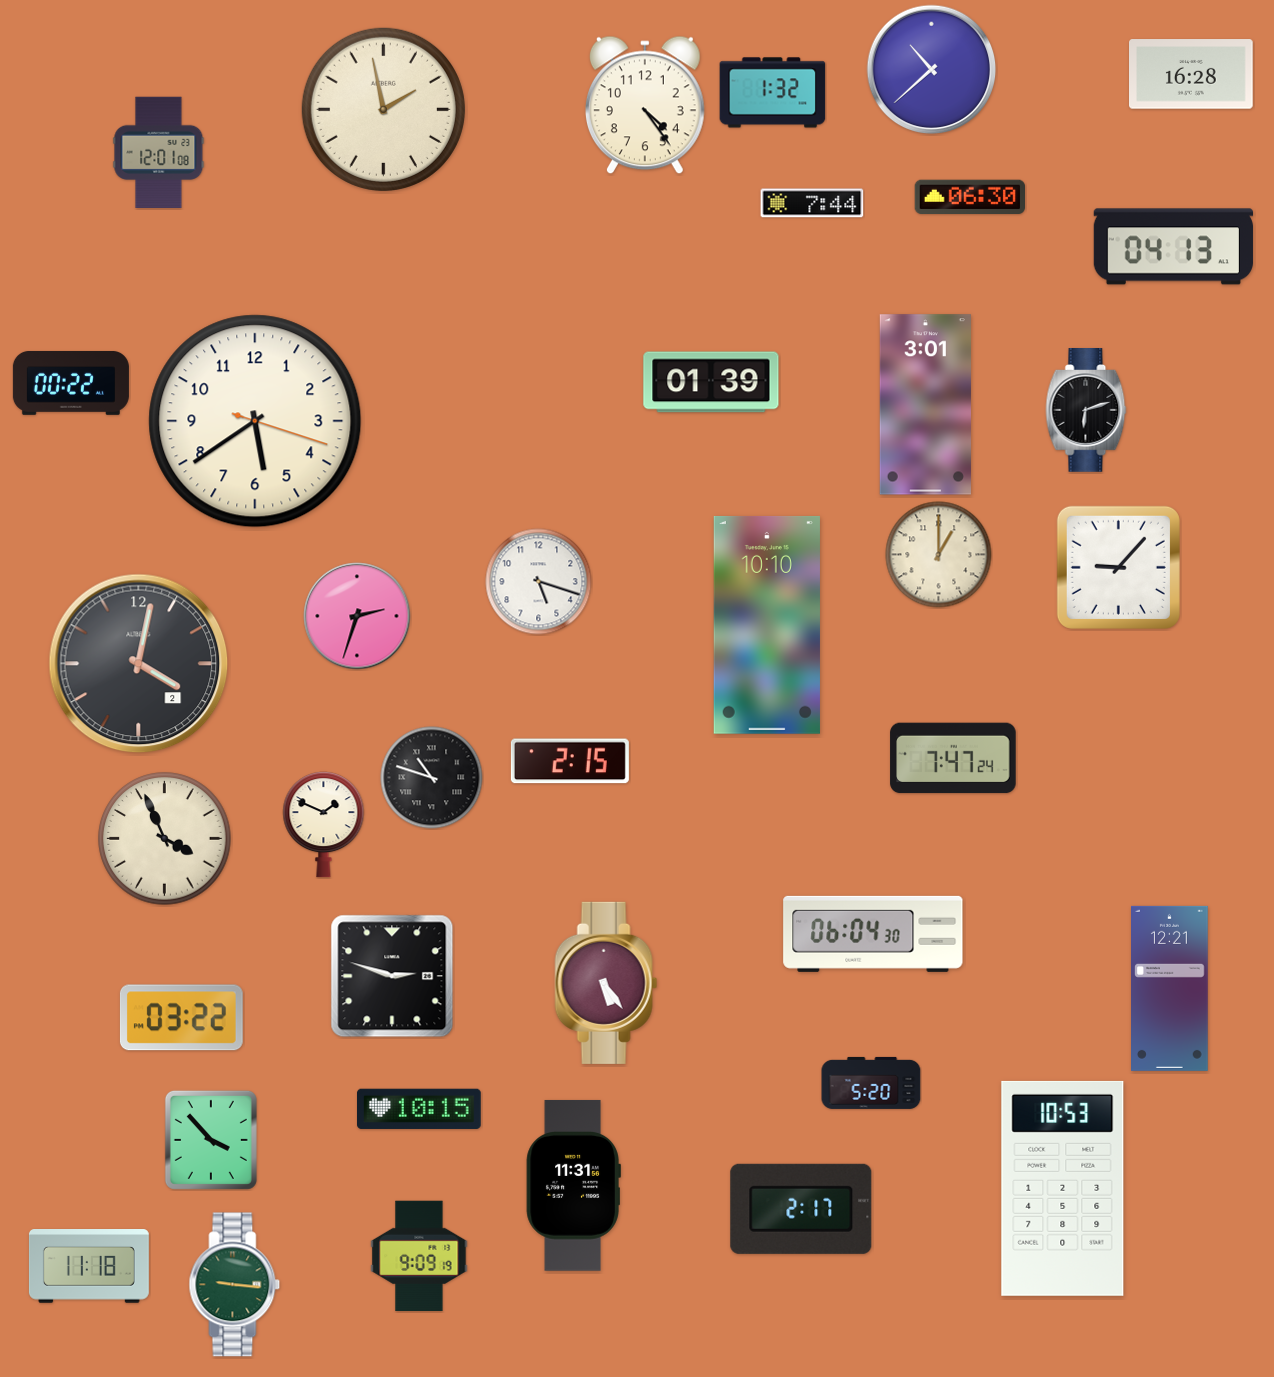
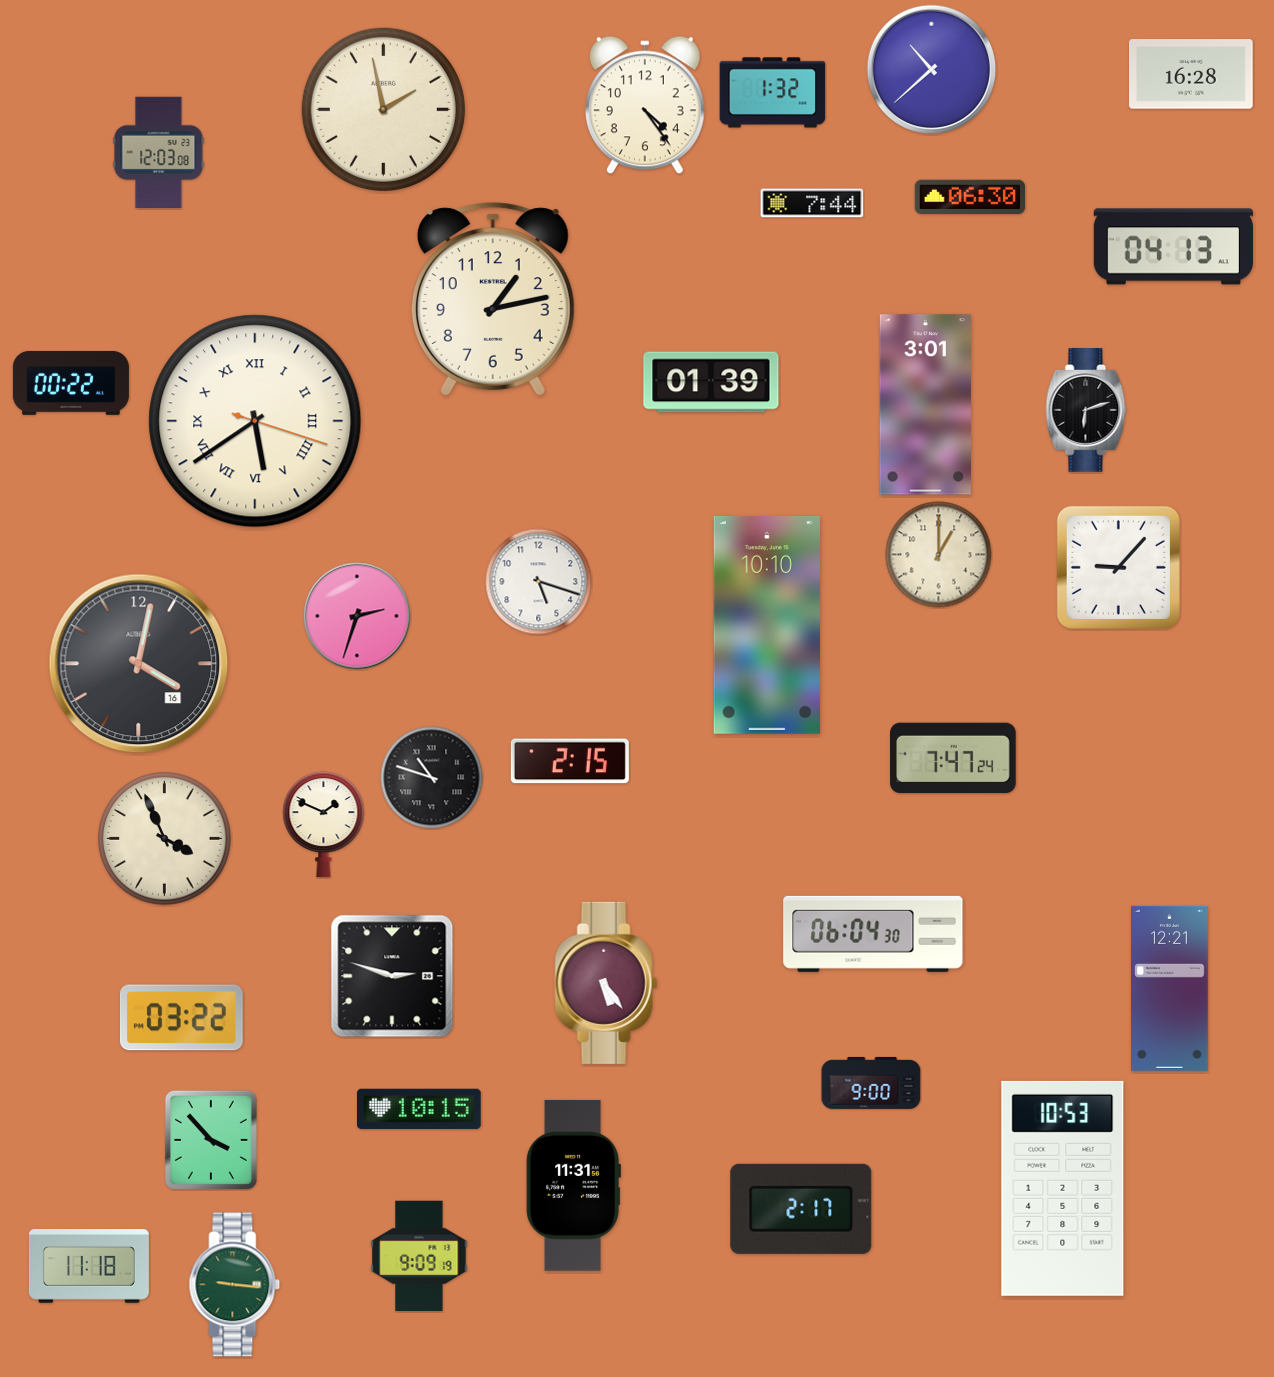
clock at (159, 152): 12:01 -> 12:03
clock at (493, 299): none -> 1:13
clock at (255, 421) numerals: Arabic -> Roman
clock at (139, 664) date: 2 -> 16
clock at (871, 1083): 5:20 -> 9:00
